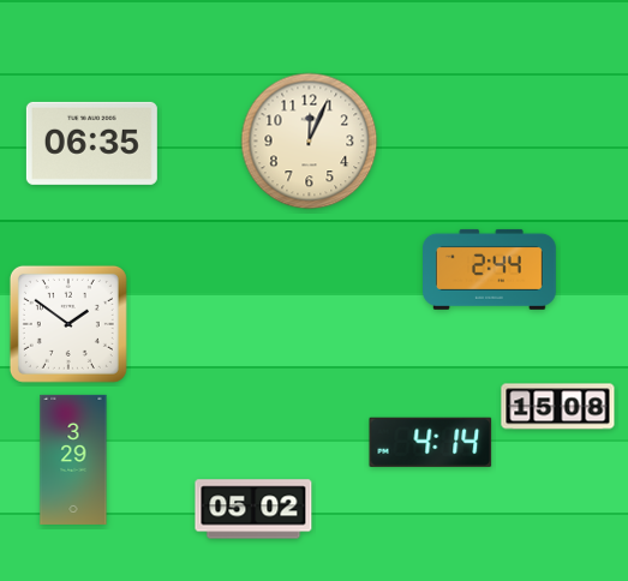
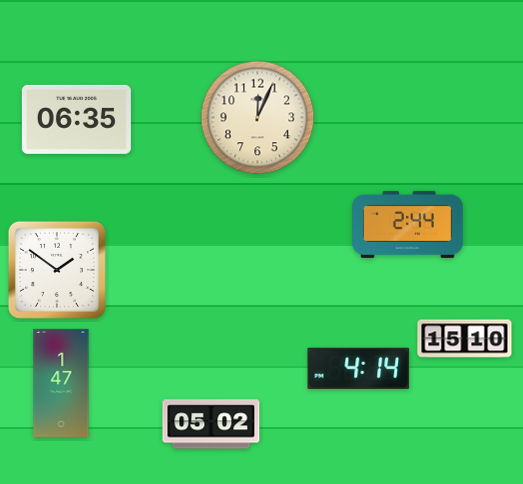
clock at (558, 407): 15:08 -> 15:10
clock at (73, 460): 3:29 -> 1:47
